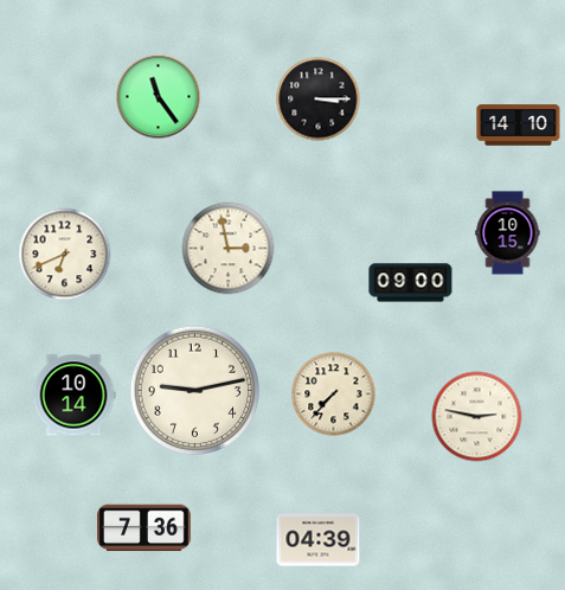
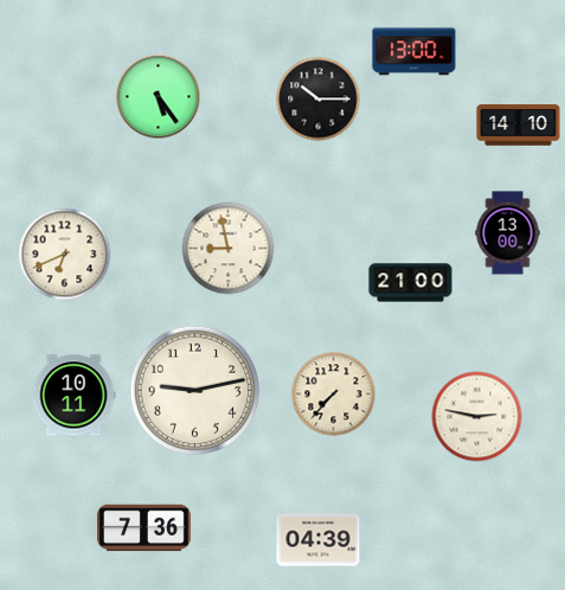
clock at (415, 52): none -> 13:00
clock at (159, 97): 11:24 -> 5:24
clock at (319, 100): 3:15 -> 10:15
clock at (508, 233): 10:15 -> 13:00
clock at (229, 249): 2:58 -> 8:58
clock at (411, 283): 09:00 -> 21:00
clock at (73, 396): 10:14 -> 10:11
